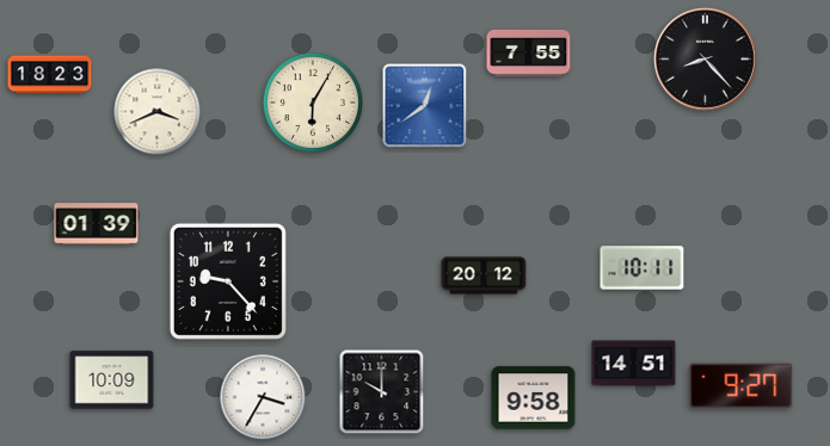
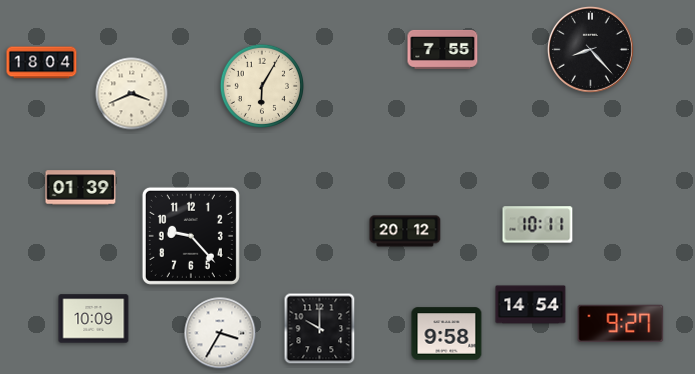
clock at (529, 52) position: (529, 52) -> (443, 49)
clock at (50, 75): 18:23 -> 18:04
clock at (425, 106): 12:39 -> none
clock at (634, 364): 14:51 -> 14:54
